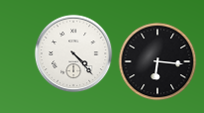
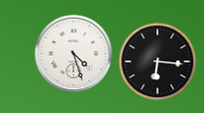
clock at (73, 53): 4:23 -> 4:27
